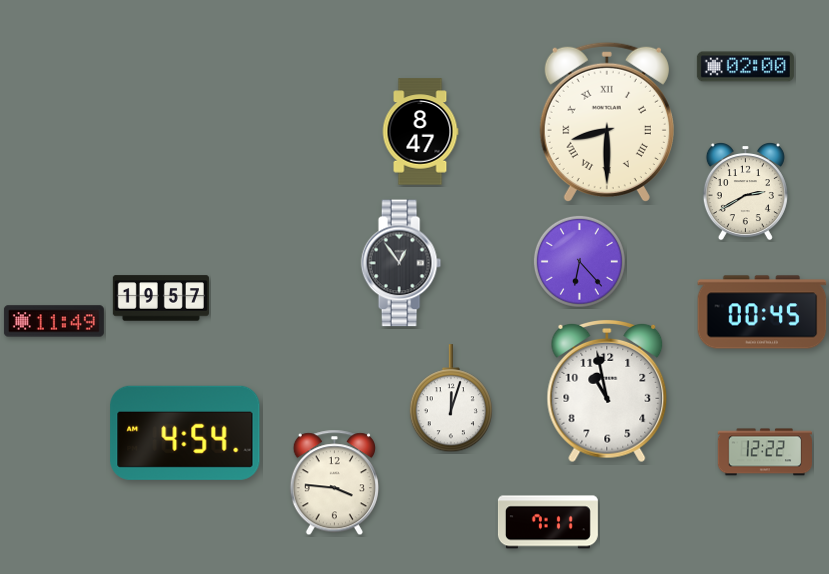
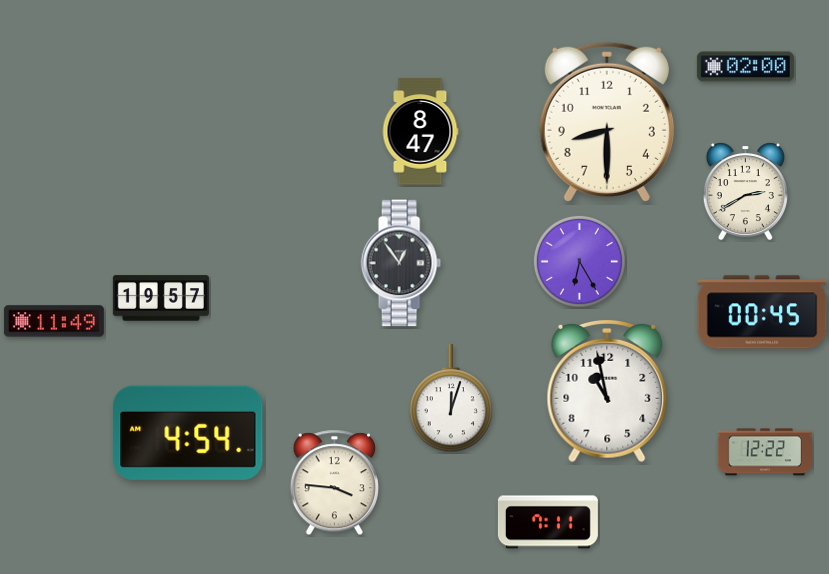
clock at (607, 121) numerals: Roman -> Arabic
clock at (579, 261): 6:23 -> 6:25
clock at (185, 433) position: (185, 433) -> (188, 433)
